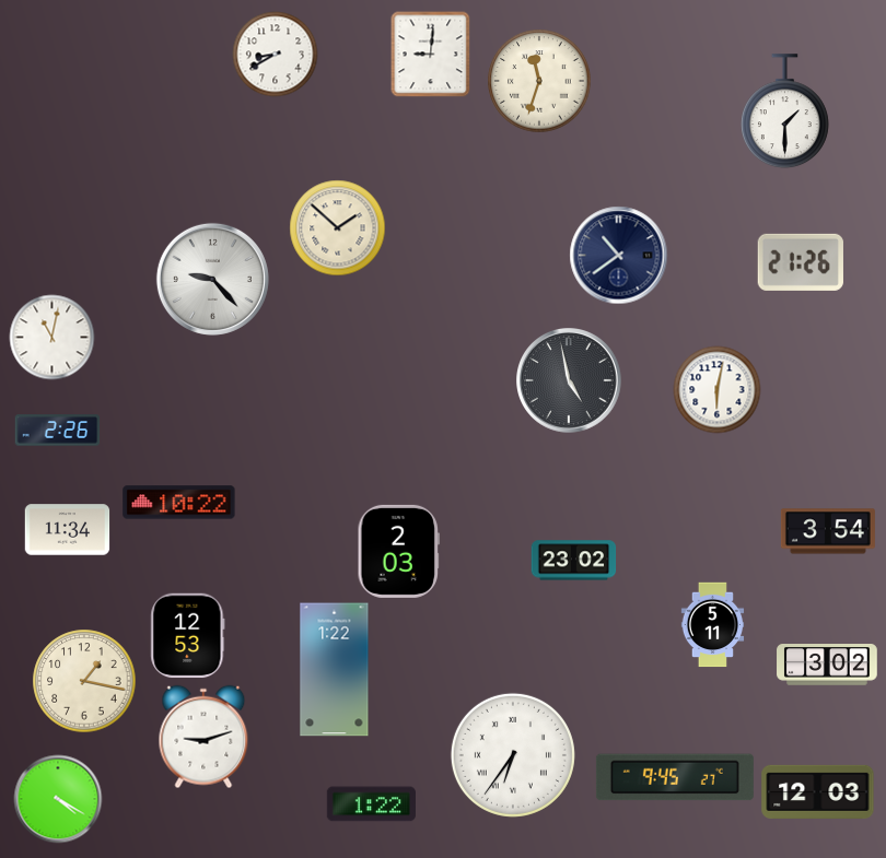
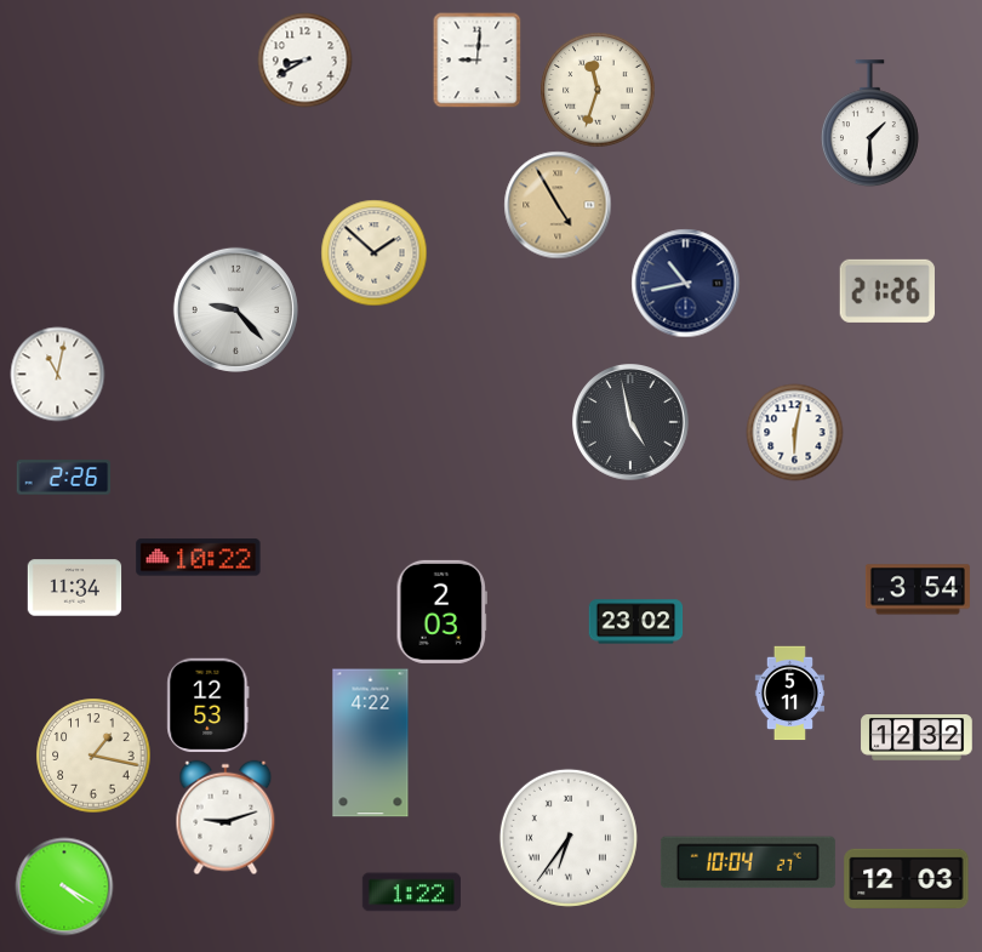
clock at (558, 205): none -> 4:55
clock at (618, 255): 10:39 -> 10:43
clock at (827, 666): 3:02 -> 12:32
clock at (335, 670): 1:22 -> 4:22
clock at (675, 777): 9:45 -> 10:04
